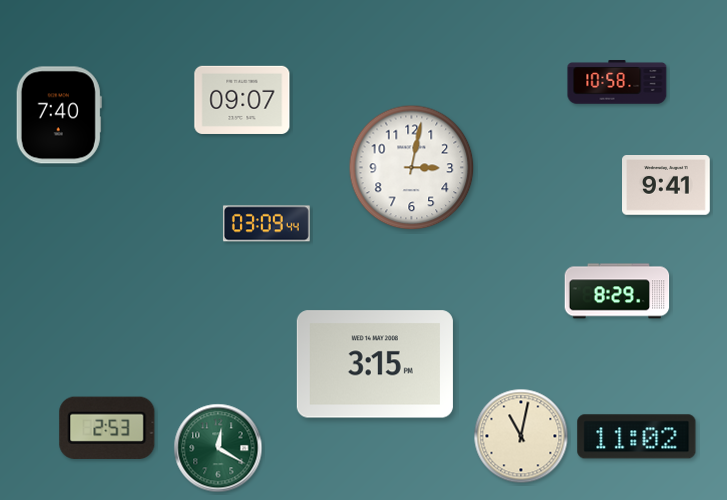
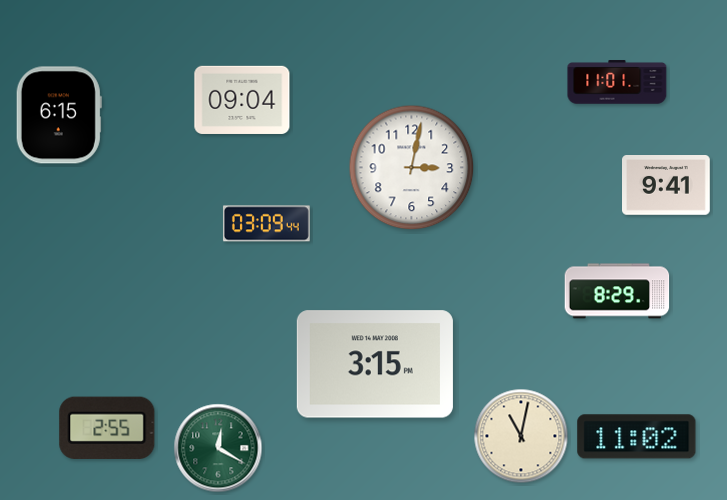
clock at (617, 82): 10:58 -> 11:01
clock at (242, 100): 09:07 -> 09:04
clock at (59, 115): 7:40 -> 6:15
clock at (107, 428): 2:53 -> 2:55
